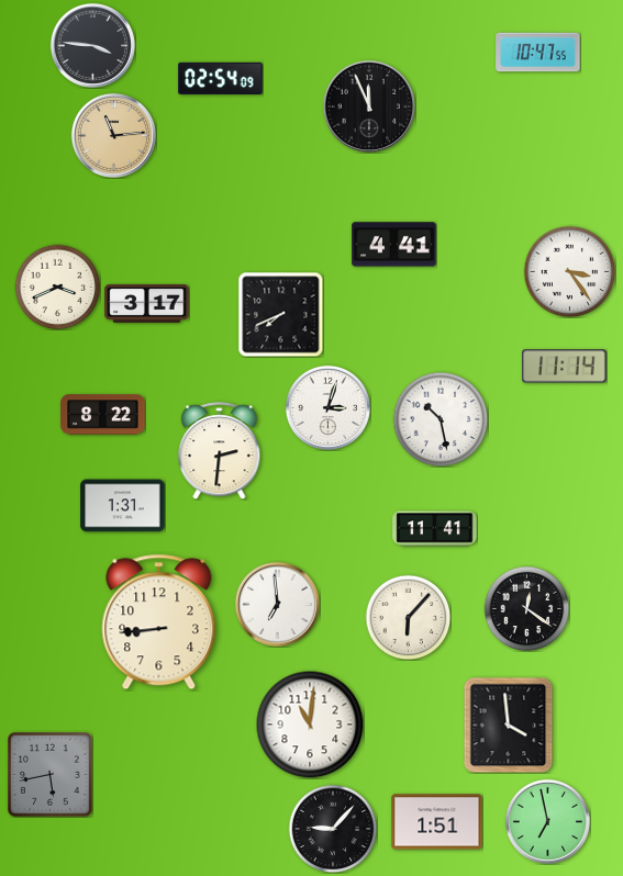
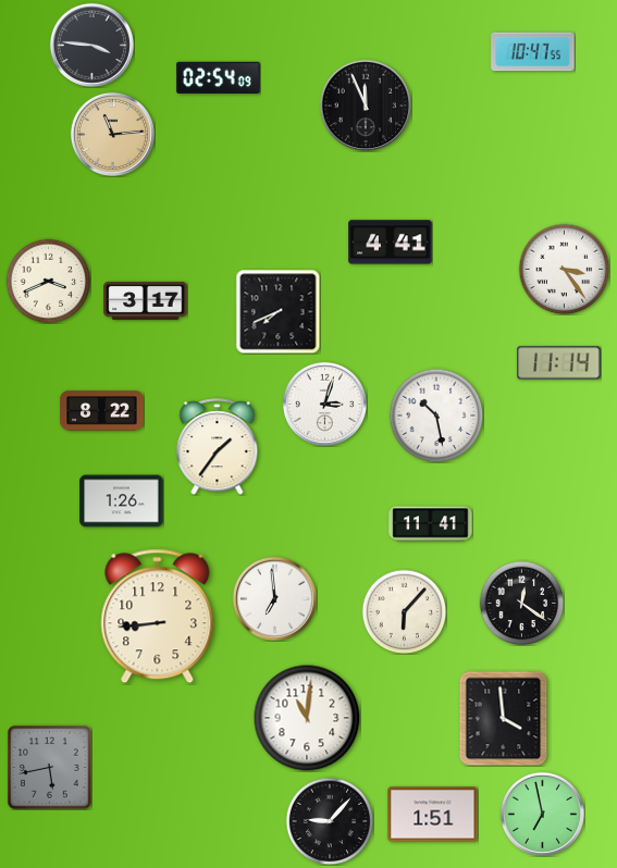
clock at (57, 287) position: (57, 287) -> (48, 281)
clock at (220, 451): 2:31 -> 1:36
clock at (123, 506): 1:31 -> 1:26
